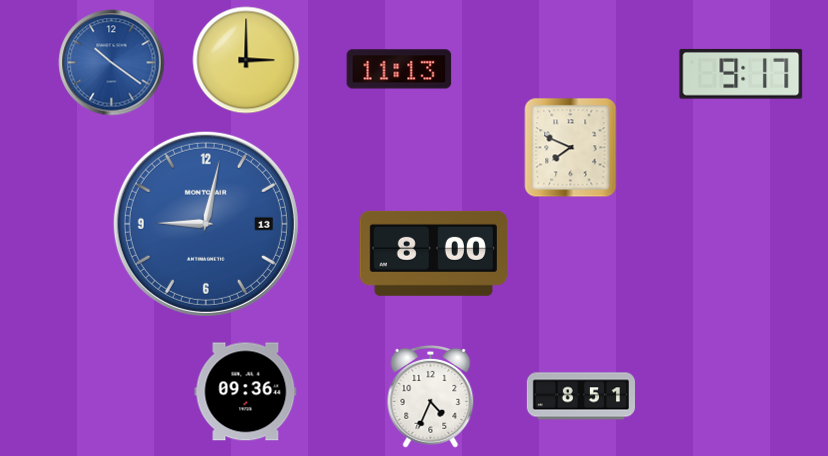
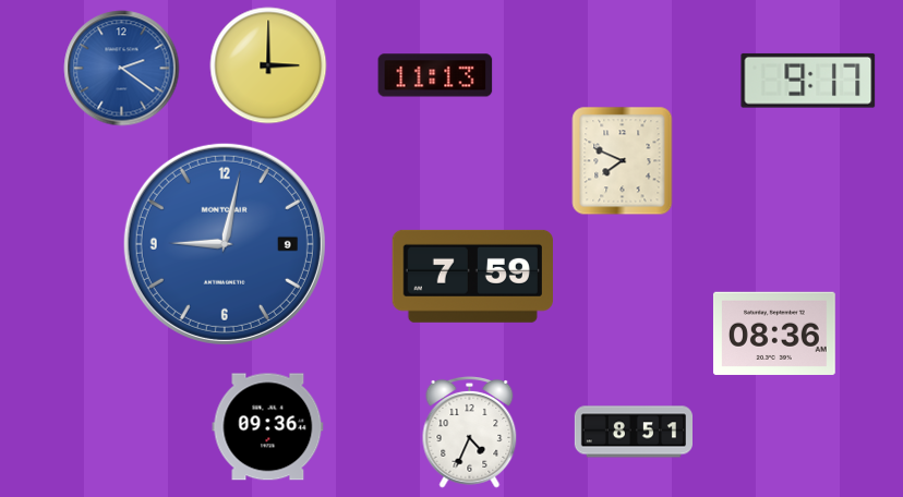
clock at (112, 63): 10:21 -> 2:21
clock at (206, 224) date: 13 -> 9
clock at (433, 253): 8:00 -> 7:59
clock at (774, 332): none -> 08:36
